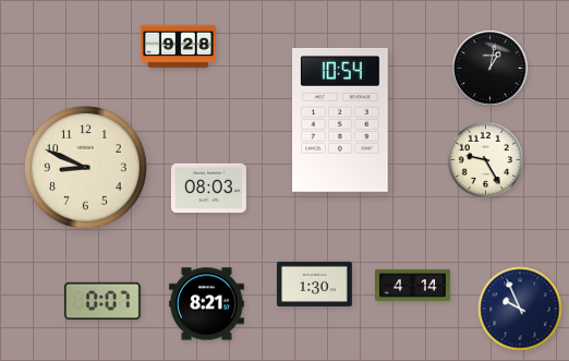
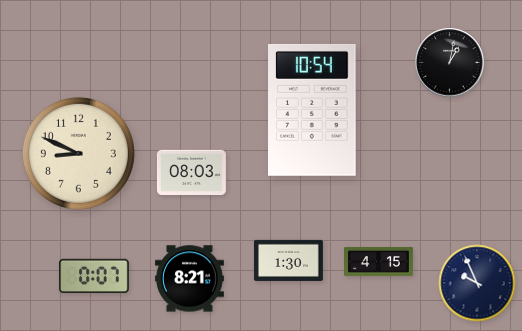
clock at (178, 47): 9:28 -> none
clock at (486, 160): 9:25 -> none
clock at (413, 285): 4:14 -> 4:15
